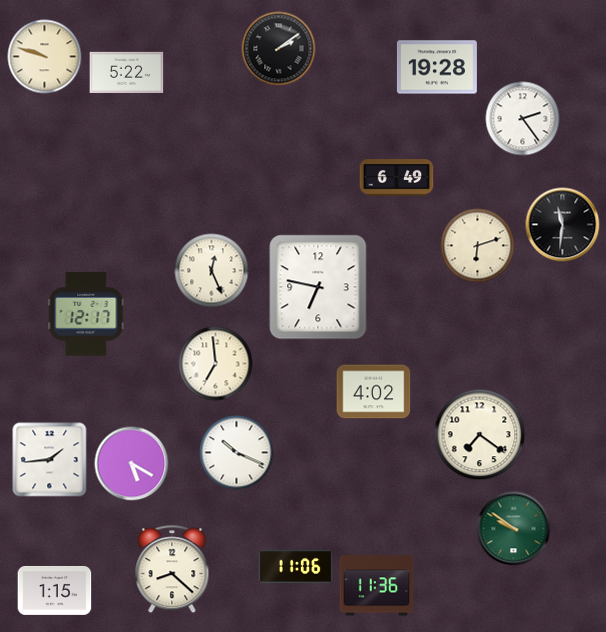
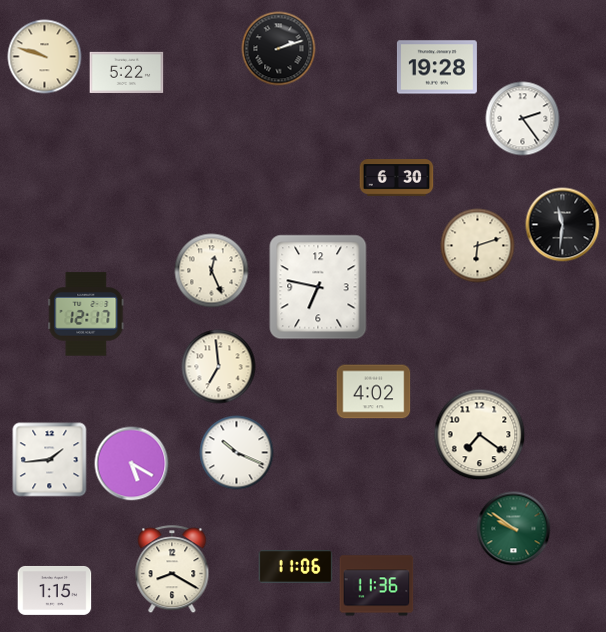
clock at (279, 49): 2:09 -> 2:12
clock at (397, 178): 6:49 -> 6:30
clock at (216, 364) position: (216, 364) -> (219, 367)
clock at (172, 570): 8:22 -> 8:20
